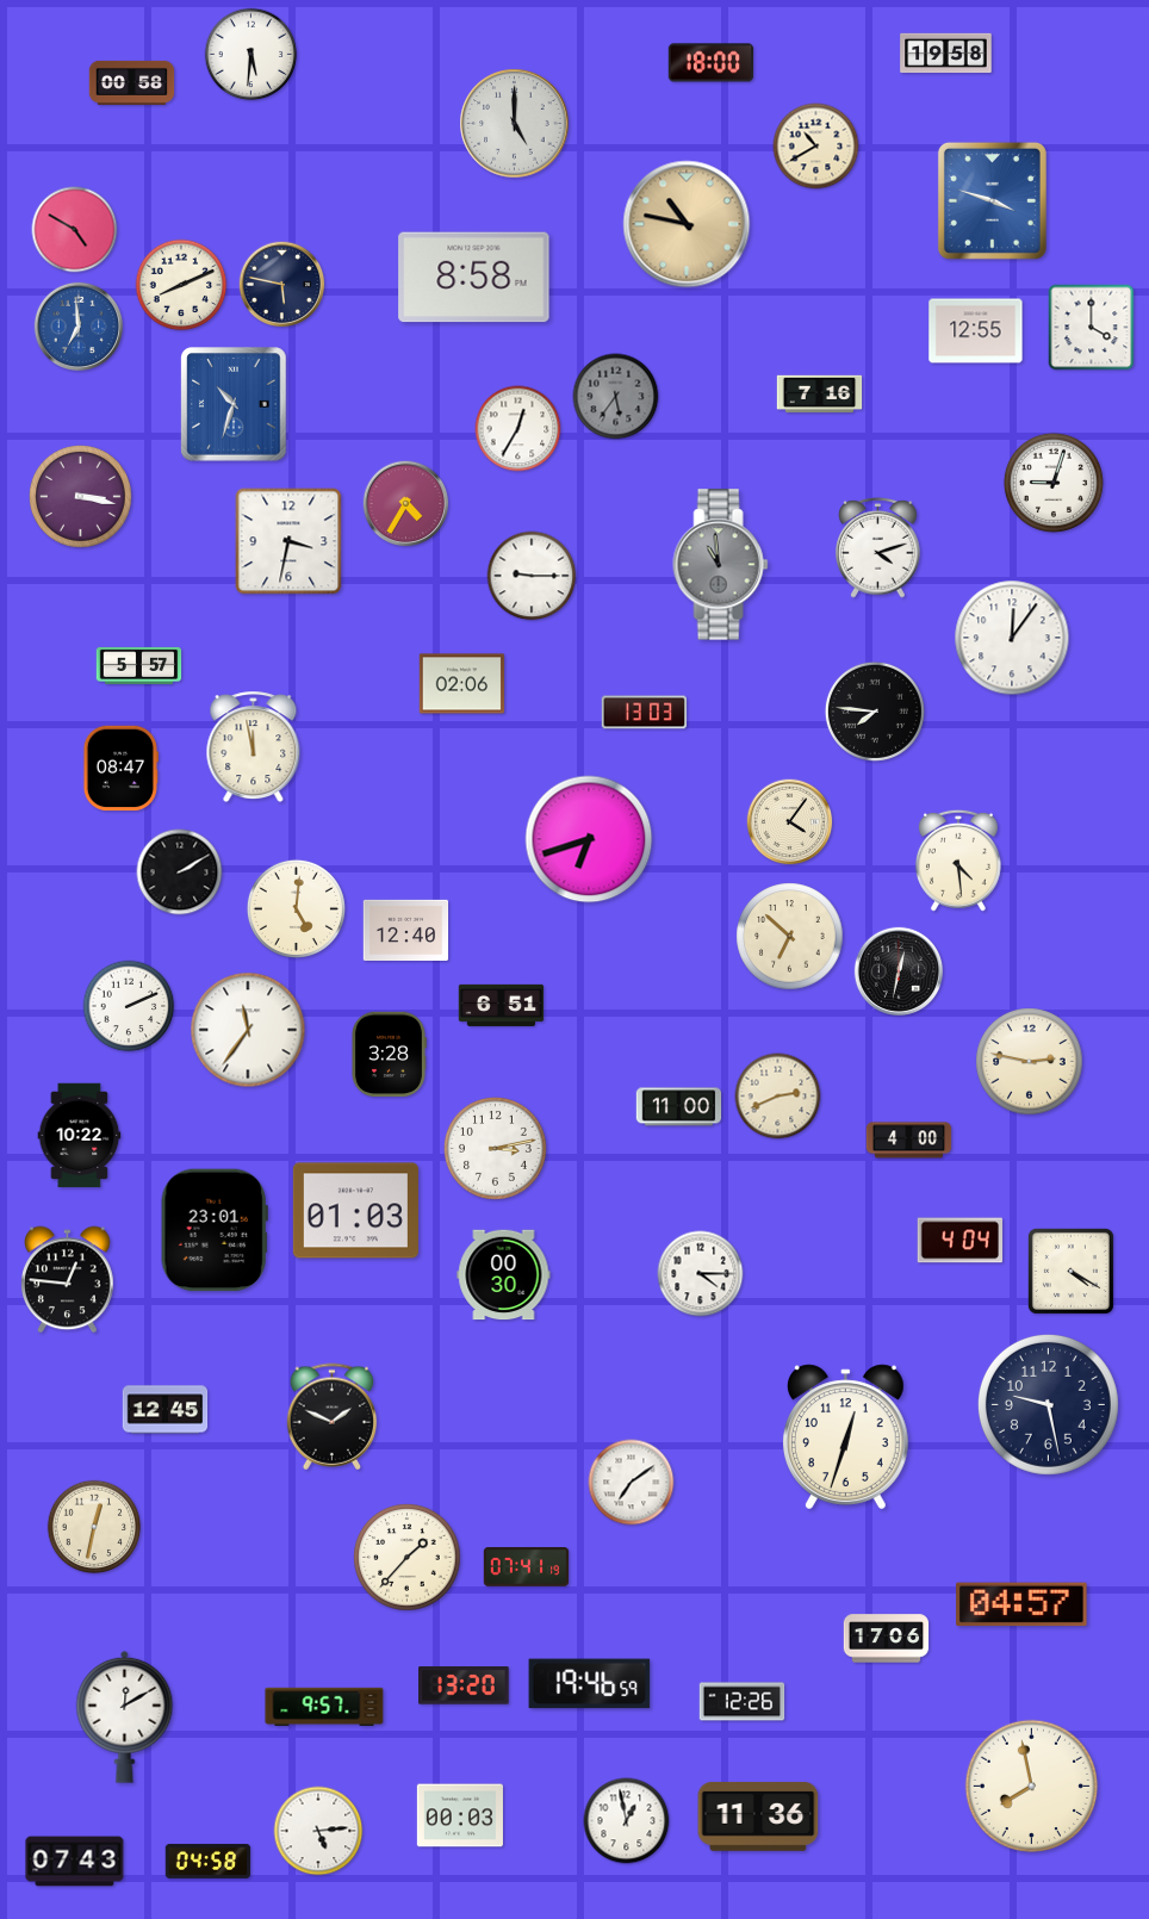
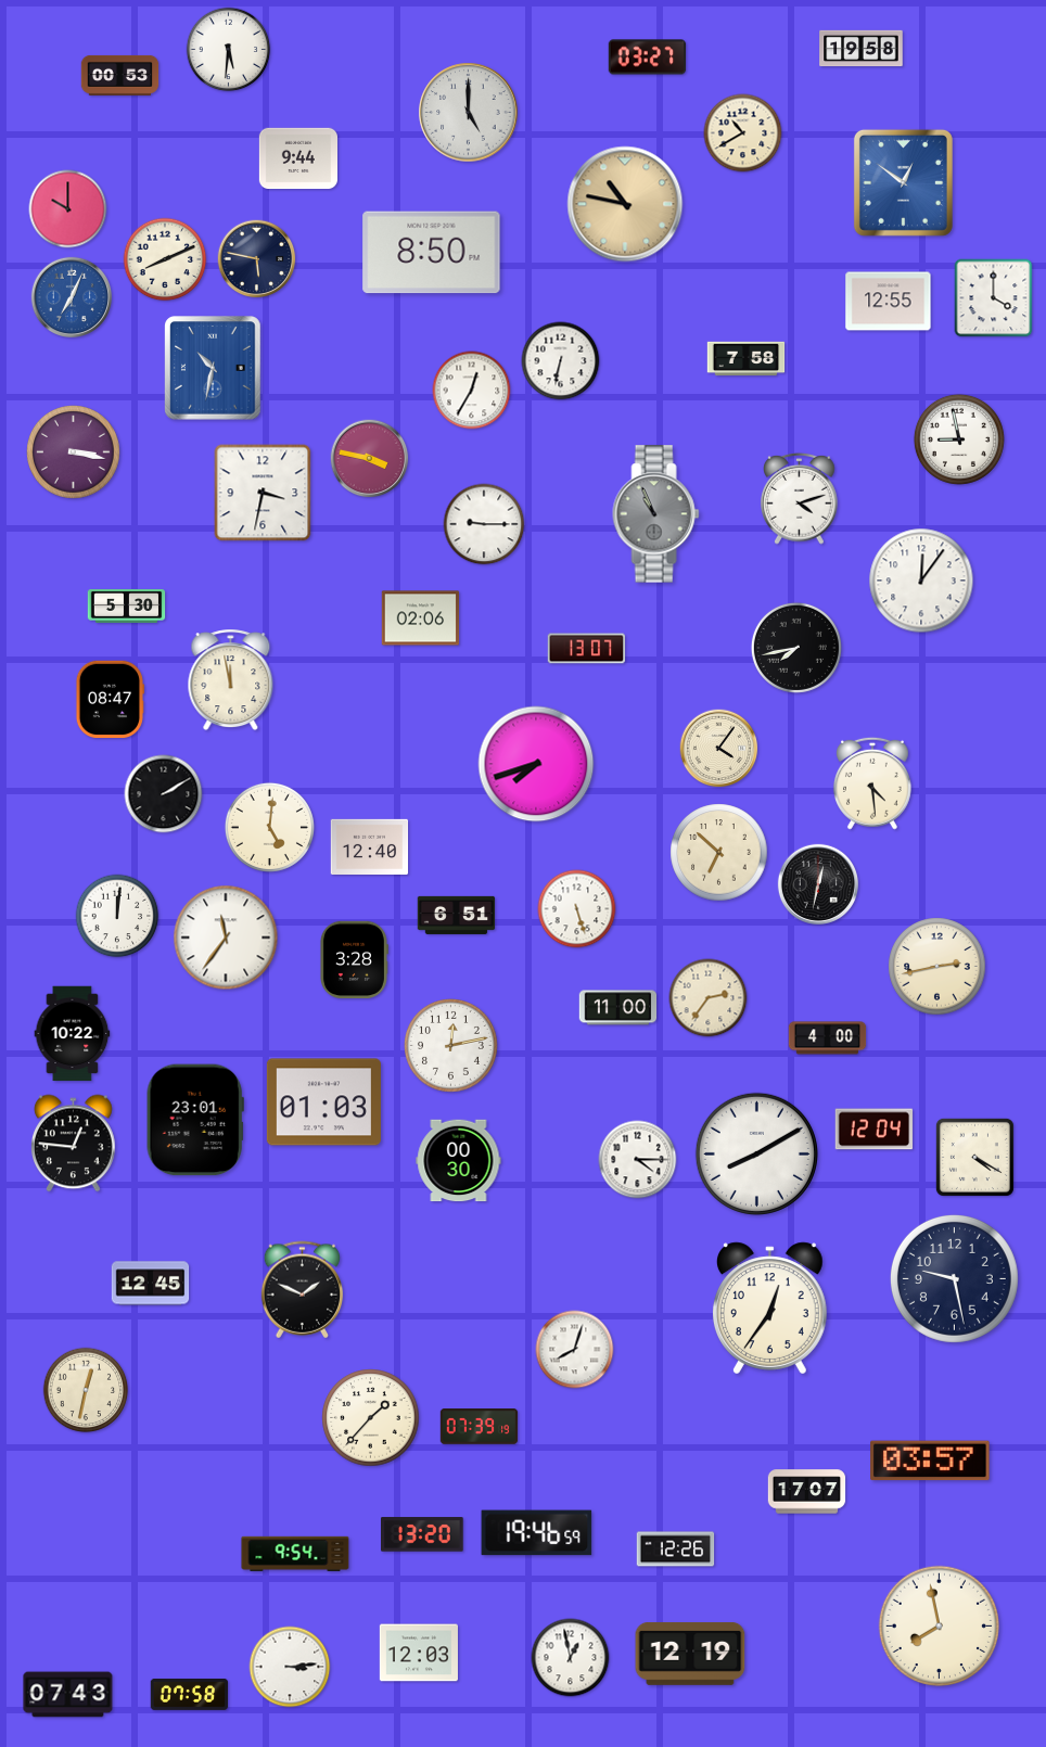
clock at (712, 63): 18:00 -> 03:27
clock at (132, 82): 00:58 -> 00:53
clock at (297, 158): none -> 9:44
clock at (992, 200): 3:48 -> 12:51
clock at (75, 230): 4:50 -> 10:00
clock at (474, 278): 8:58 -> 8:50
clock at (77, 325): 6:59 -> 7:04
clock at (820, 395): 7:16 -> 7:58
clock at (616, 397): 5:36 -> 6:32
clock at (616, 397) dial: grey -> white
clock at (234, 404): 10:33 -> 10:32
clock at (1054, 483): 9:03 -> 8:58
clock at (406, 504): 4:35 -> 3:47
clock at (721, 565): 10:59 -> 10:56
clock at (139, 665): 5:57 -> 5:30
clock at (462, 684) position: (462, 684) -> (421, 619)
clock at (875, 712): 7:46 -> 7:43
clock at (645, 713): 13:03 -> 13:07
clock at (589, 839): 6:42 -> 7:42
clock at (577, 909): none -> 5:27
clock at (129, 1006): 2:11 -> 12:01
clock at (1030, 1062): 2:47 -> 2:43
clock at (778, 1097): 2:41 -> 2:36
clock at (496, 1149): 3:13 -> 12:13
clock at (961, 1241): 4:04 -> 12:04
clock at (756, 1153): none -> 8:10
clock at (68, 1280) position: (68, 1280) -> (74, 1144)
clock at (845, 1437): 12:33 -> 12:36
clock at (632, 1483): 7:09 -> 8:03
clock at (527, 1567): 07:41 -> 07:39
clock at (1021, 1604): 04:57 -> 03:57
clock at (887, 1639): 17:06 -> 17:07
clock at (324, 1707): 9:57 -> 9:54
clock at (125, 1716): 12:10 -> none
clock at (459, 1815): 00:03 -> 12:03
clock at (758, 1818): 11:36 -> 12:19
clock at (318, 1831): 5:14 -> 3:14
clock at (209, 1861): 04:58 -> 07:58
